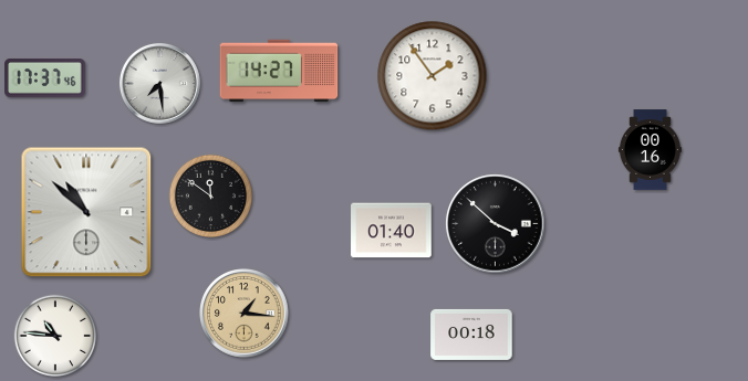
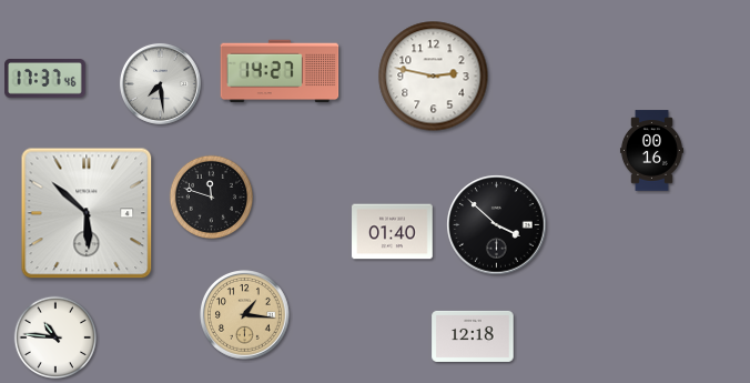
clock at (433, 76): 1:54 -> 2:47
clock at (211, 197): 11:51 -> 11:48
clock at (86, 212): 10:52 -> 5:52
clock at (471, 335): 00:18 -> 12:18
